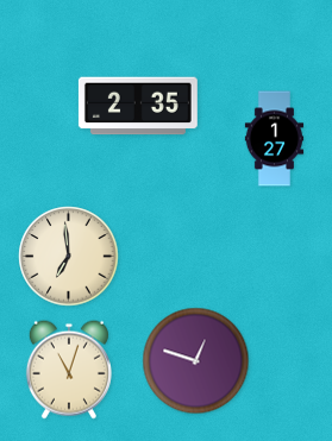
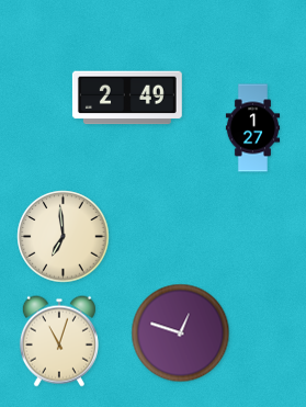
clock at (138, 106): 2:35 -> 2:49
clock at (69, 370) position: (69, 370) -> (59, 341)
